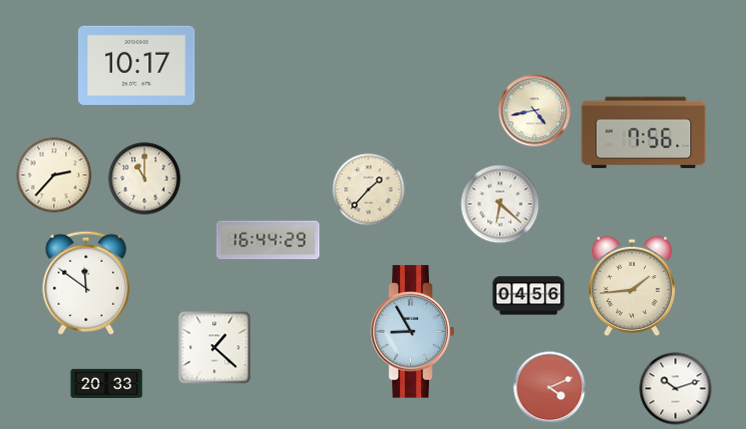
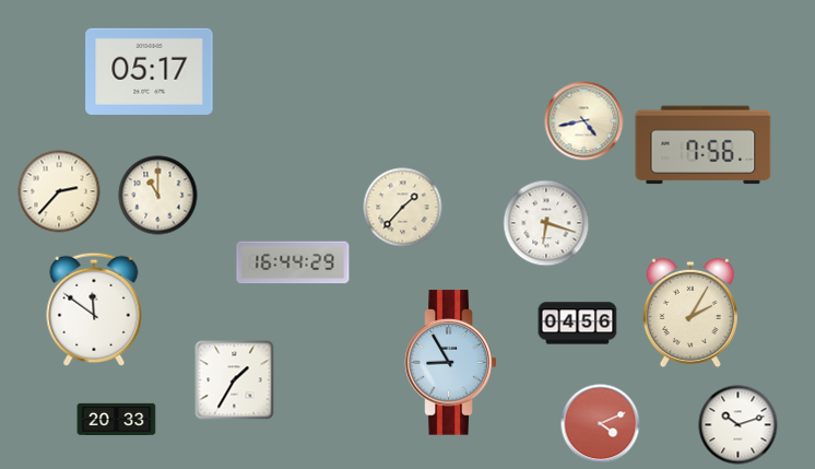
clock at (137, 65): 10:17 -> 05:17
clock at (500, 204): 6:22 -> 6:18
clock at (632, 286): 1:44 -> 2:05
clock at (215, 348): 1:22 -> 1:35
